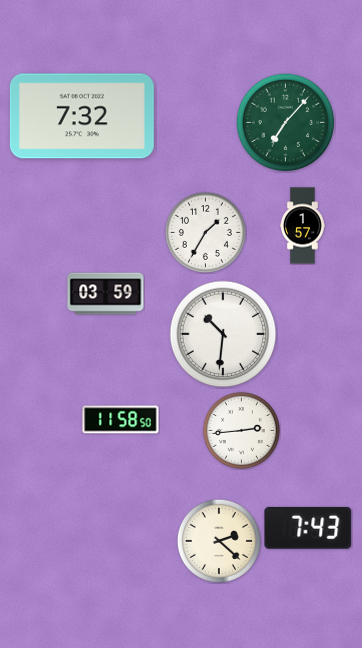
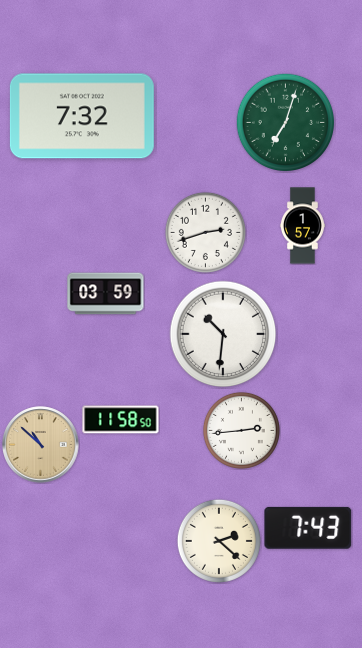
clock at (286, 123): 7:07 -> 7:03
clock at (205, 232): 1:35 -> 2:42
clock at (41, 445): none -> 10:52
